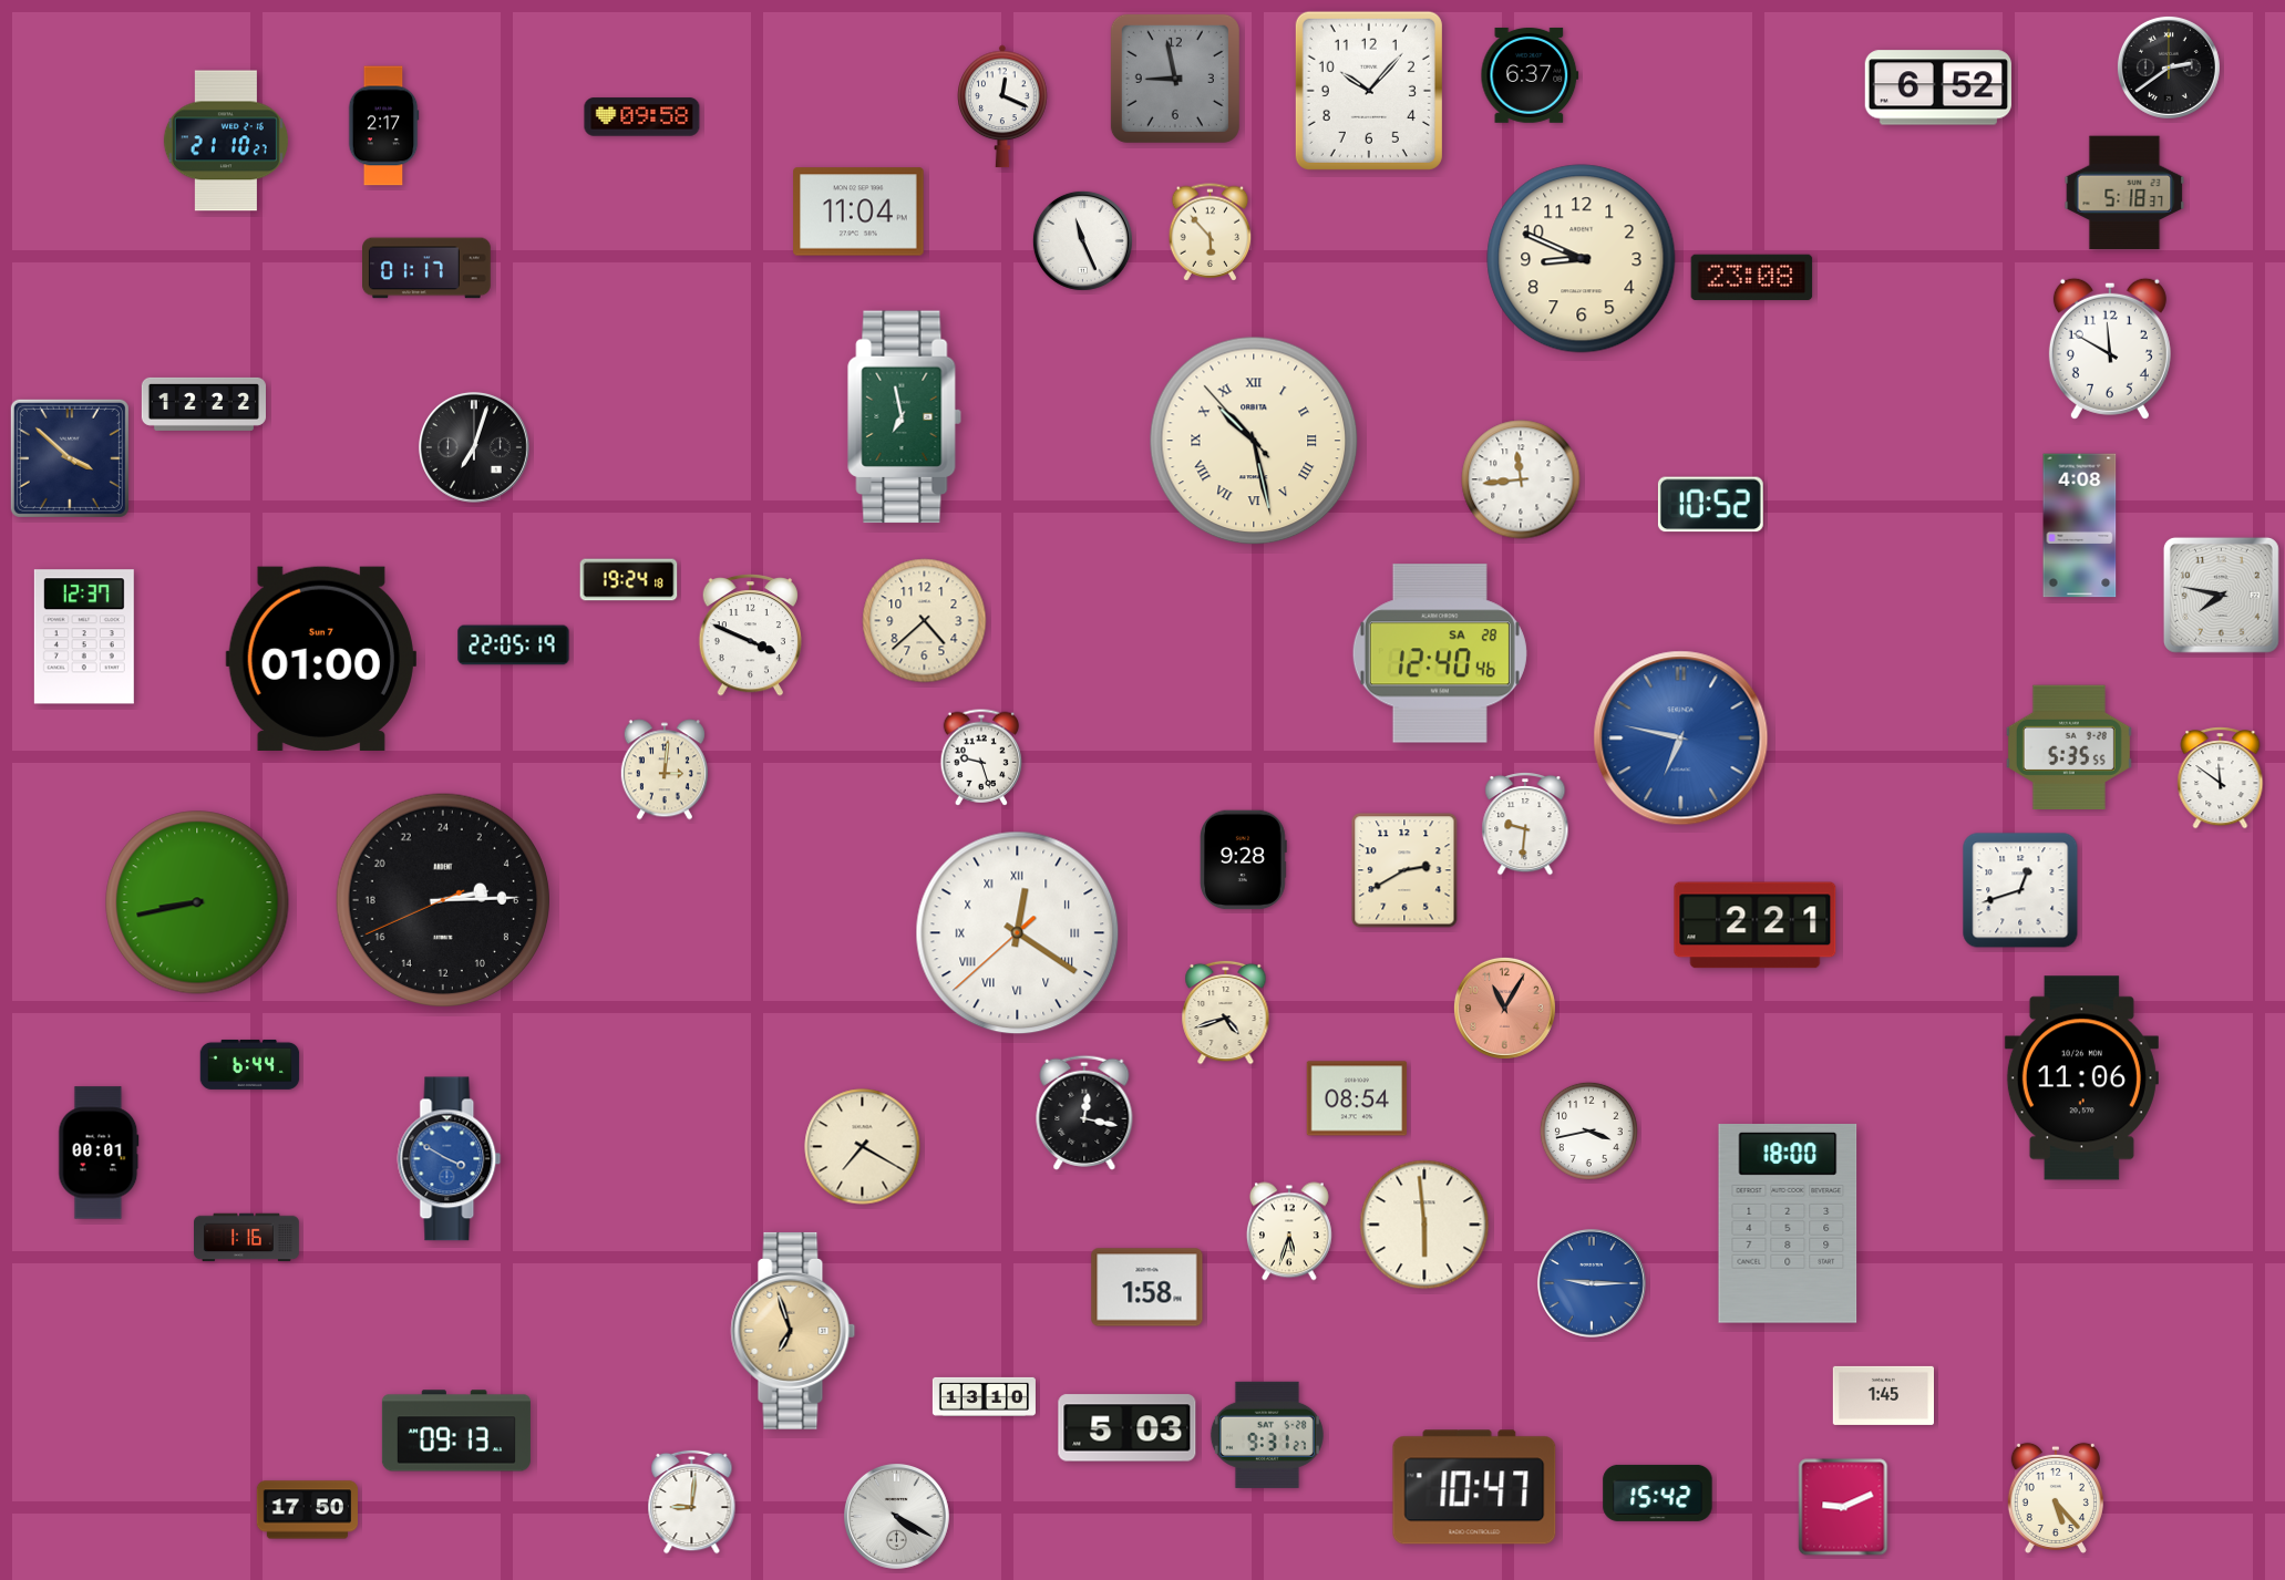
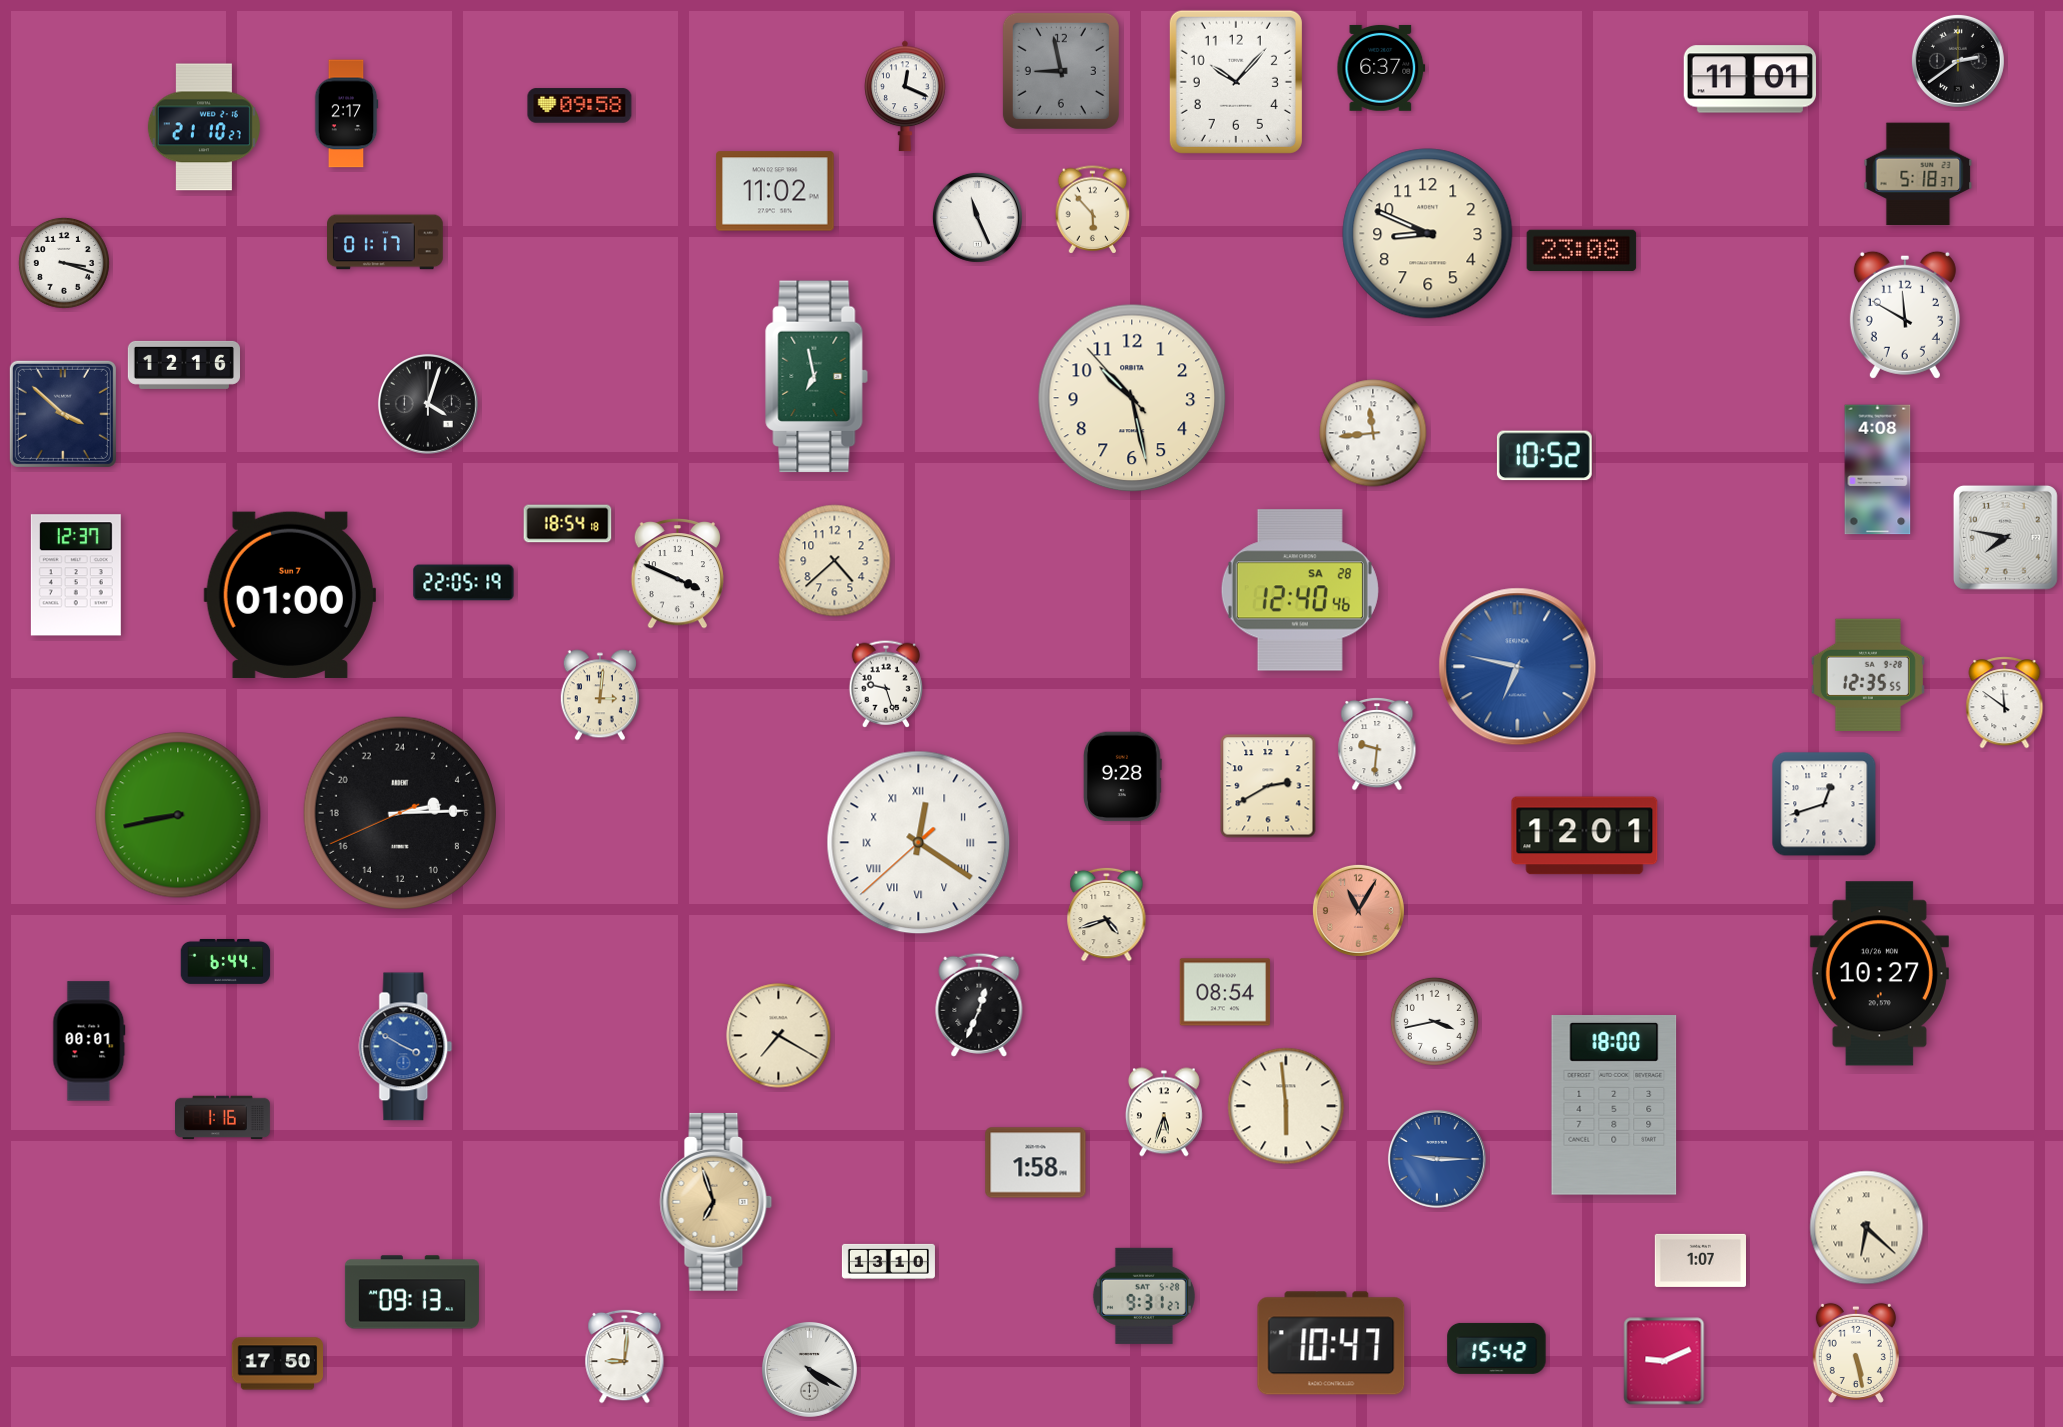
clock at (1938, 87): 6:52 -> 11:01
clock at (858, 211): 11:04 -> 11:02
clock at (64, 263): none -> 3:18
clock at (203, 404): 12:22 -> 12:16
clock at (1254, 441) numerals: Roman -> Arabic
clock at (474, 447): 7:03 -> 4:03
clock at (2080, 526) position: (2080, 526) -> (1878, 470)
clock at (629, 580): 19:24 -> 18:54
clock at (2069, 747): 5:35 -> 12:35
clock at (1756, 926): 2:21 -> 12:01
clock at (2081, 1078): 11:06 -> 10:27
clock at (1084, 1113): 12:17 -> 12:34
clock at (1867, 1228): none -> 6:22
clock at (1883, 1395): 1:45 -> 1:07
clock at (1128, 1428): 5:03 -> none
clock at (2056, 1497): 5:23 -> 5:28
